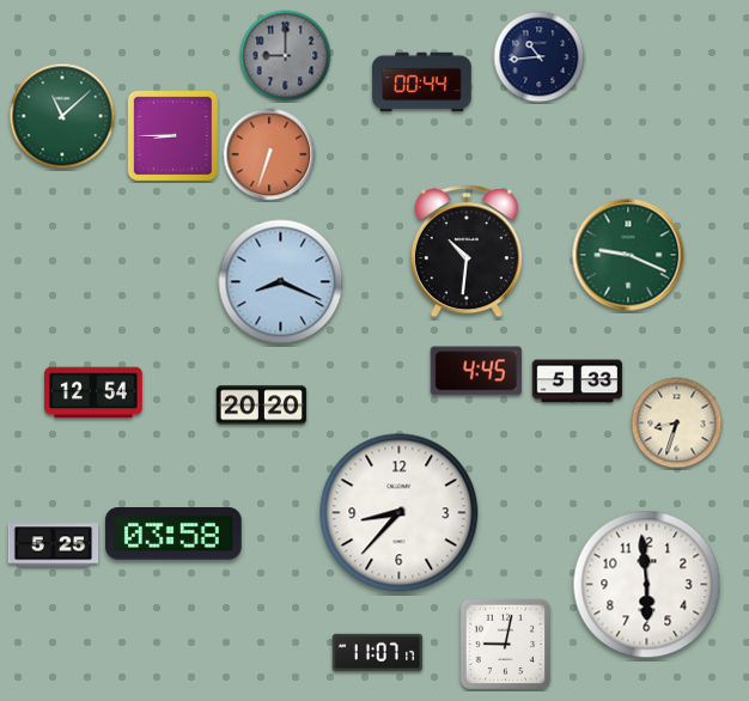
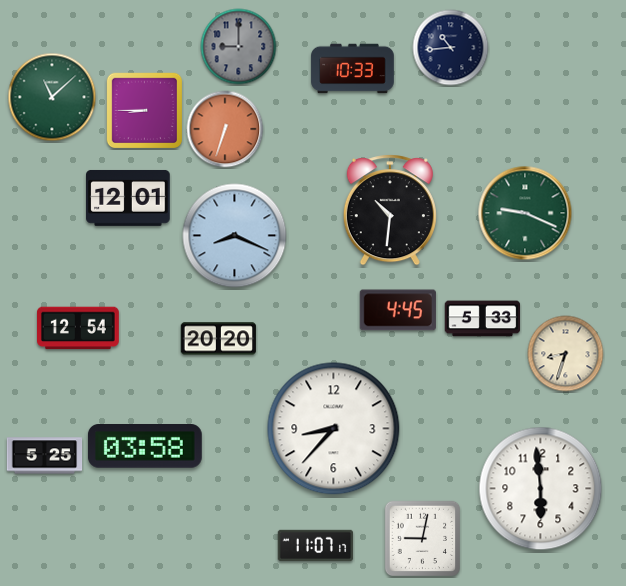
clock at (422, 83): 00:44 -> 10:33
clock at (172, 135) position: (172, 135) -> (144, 110)
clock at (128, 198): none -> 12:01
